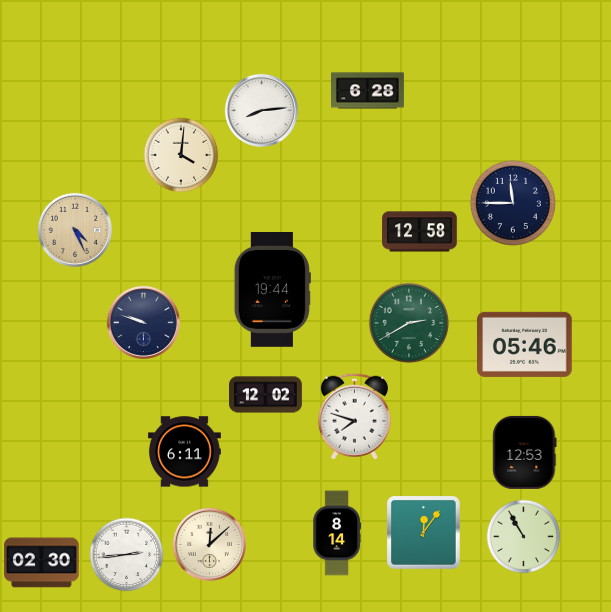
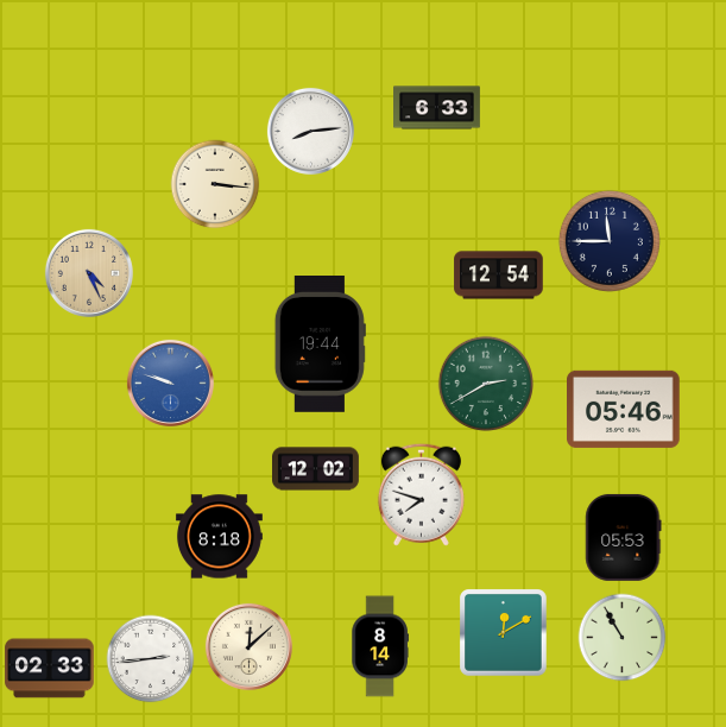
clock at (368, 91): 6:28 -> 6:33
clock at (181, 155): 4:01 -> 3:16
clock at (420, 232): 12:58 -> 12:54
clock at (272, 290) position: (272, 290) -> (320, 344)
clock at (143, 322) dial: navy -> blue
clock at (184, 452): 6:11 -> 8:18
clock at (525, 452): 12:53 -> 05:53
clock at (337, 533) position: (337, 533) -> (380, 646)
clock at (424, 533): 12:06 -> 12:10
clock at (42, 563): 02:30 -> 02:33
